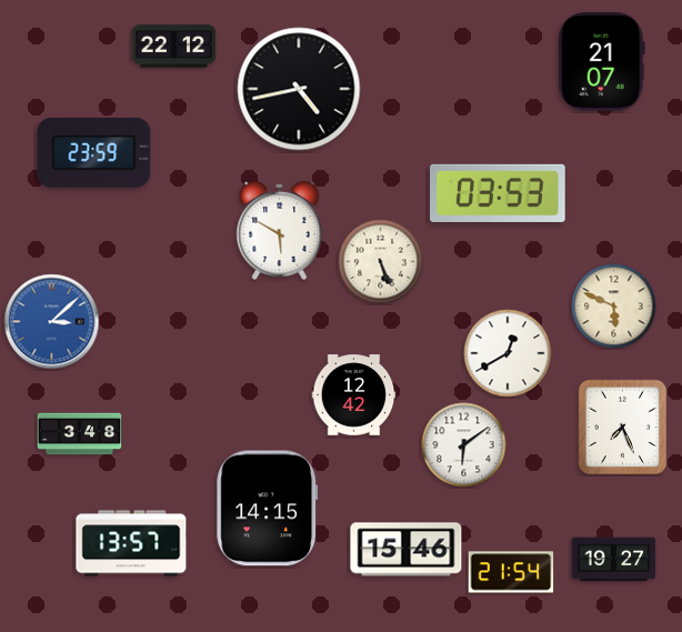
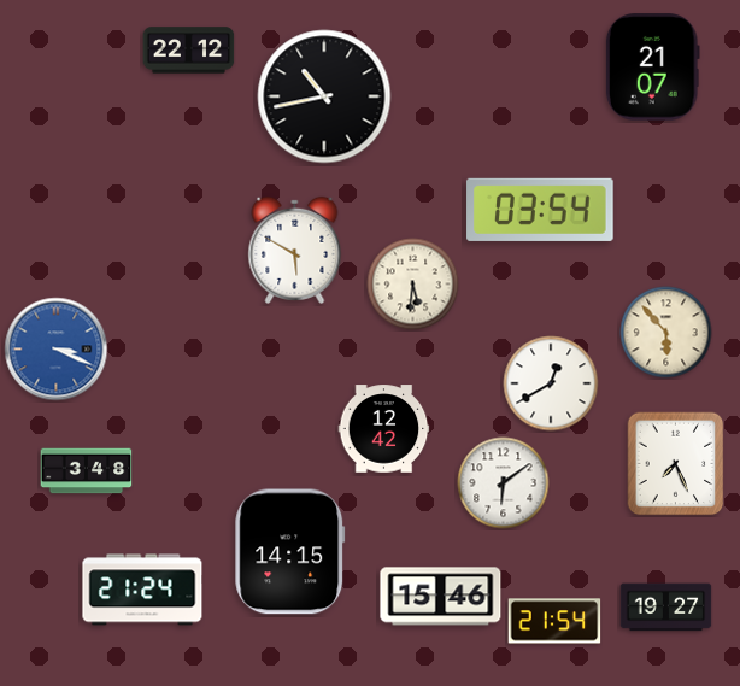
clock at (299, 89): 4:43 -> 10:43
clock at (94, 152): 23:59 -> none
clock at (498, 193): 03:53 -> 03:54
clock at (280, 230) position: (280, 230) -> (295, 250)
clock at (381, 262): 5:26 -> 5:31
clock at (614, 307): 5:49 -> 5:53
clock at (52, 322): 3:08 -> 3:19
clock at (131, 543): 13:57 -> 21:24
